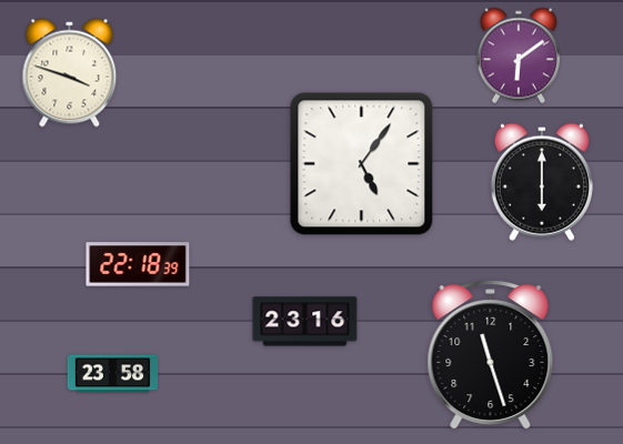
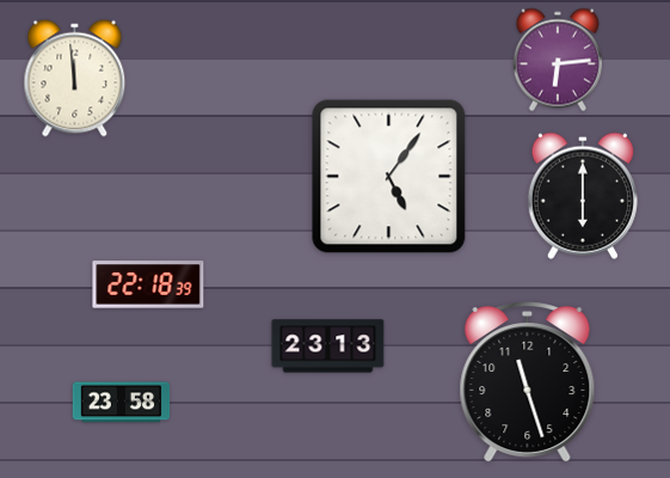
clock at (519, 56): 6:09 -> 6:14
clock at (70, 73): 3:48 -> 11:59
clock at (305, 322): 23:16 -> 23:13
